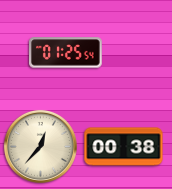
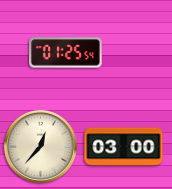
clock at (124, 147): 00:38 -> 03:00
